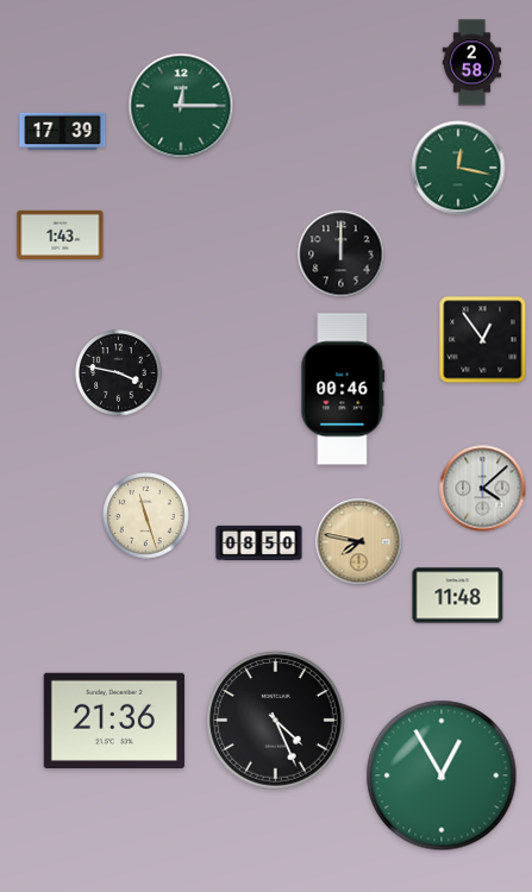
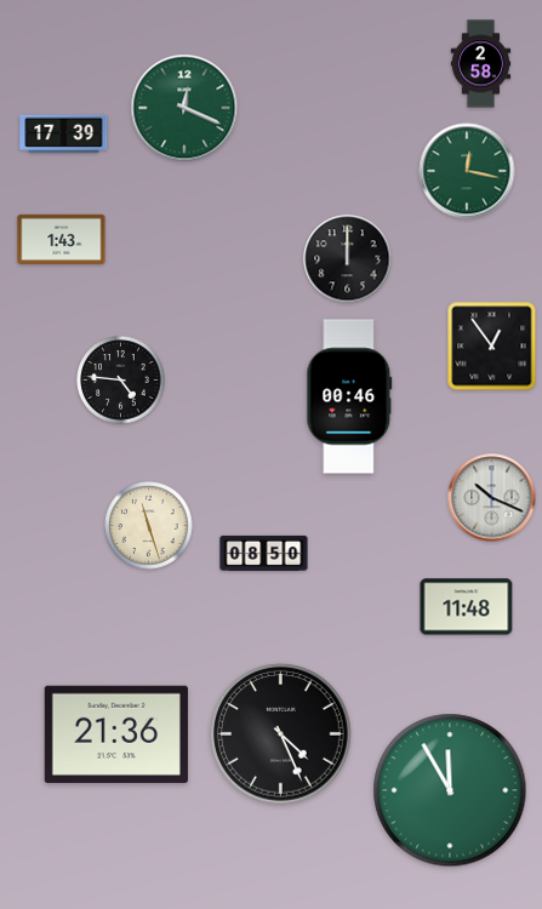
clock at (181, 106): 12:15 -> 12:19
clock at (119, 373): 3:47 -> 4:46
clock at (483, 489): 4:08 -> 10:19
clock at (359, 542): 7:47 -> none
clock at (442, 775): 12:55 -> 11:55
